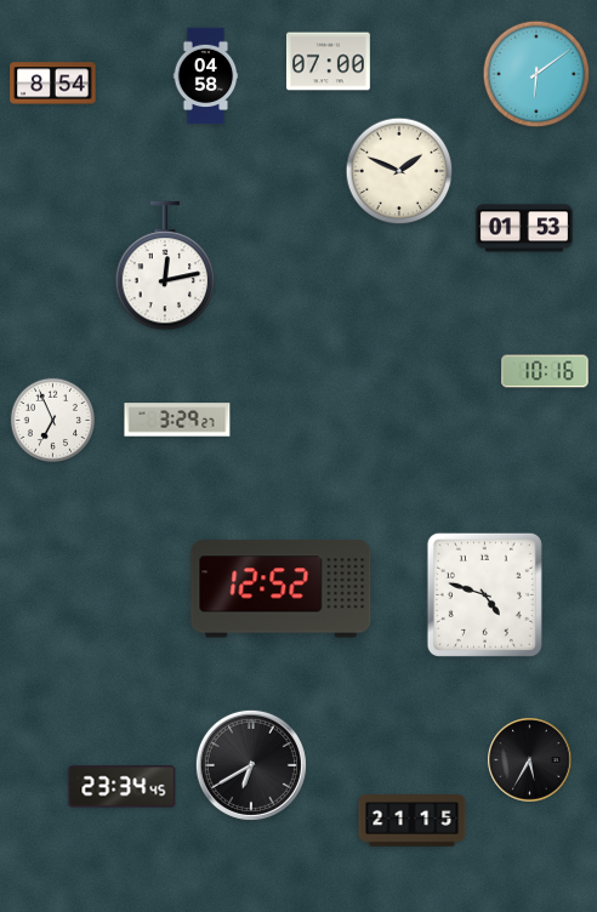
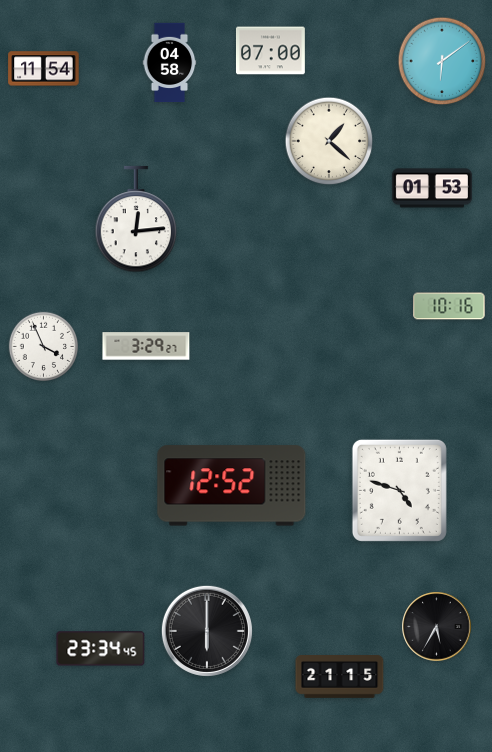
clock at (53, 84): 8:54 -> 11:54
clock at (399, 171): 1:49 -> 1:22
clock at (165, 266): 12:13 -> 12:14
clock at (52, 420): 6:56 -> 3:56
clock at (251, 765): 6:40 -> 6:00
